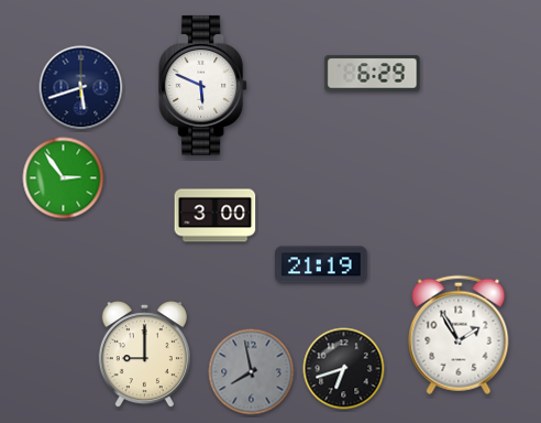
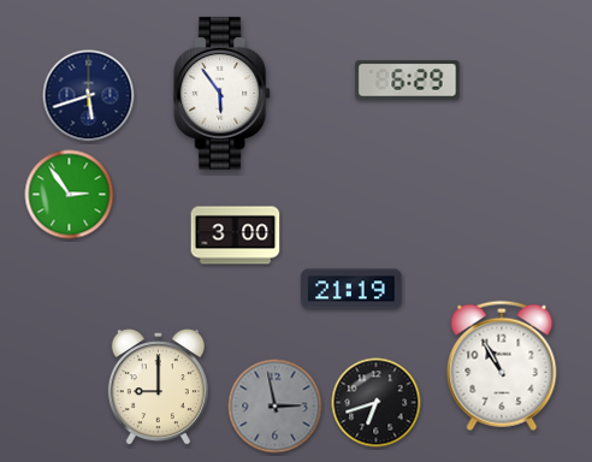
clock at (203, 85): 5:49 -> 5:54
clock at (459, 335): 1:55 -> 10:55
clock at (252, 372): 7:58 -> 2:58
